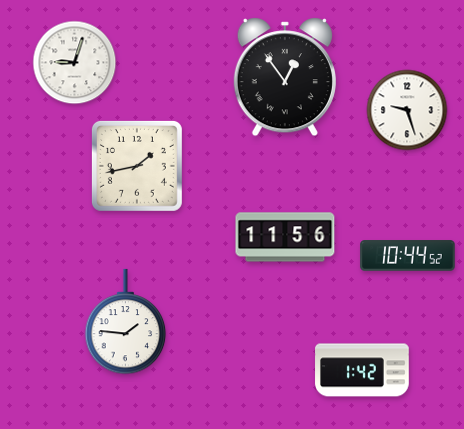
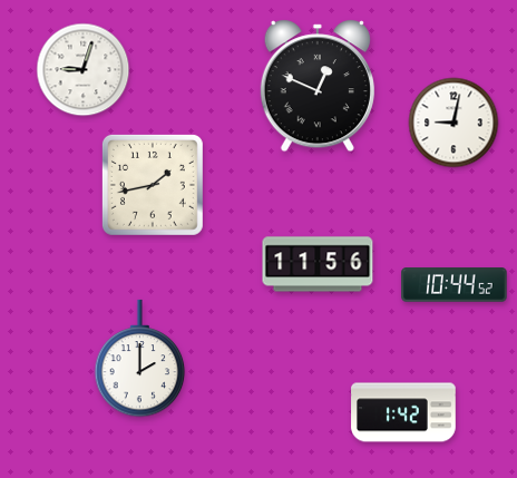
clock at (285, 77): 12:54 -> 12:49
clock at (407, 110): 9:27 -> 9:02
clock at (126, 322): 1:46 -> 2:00
